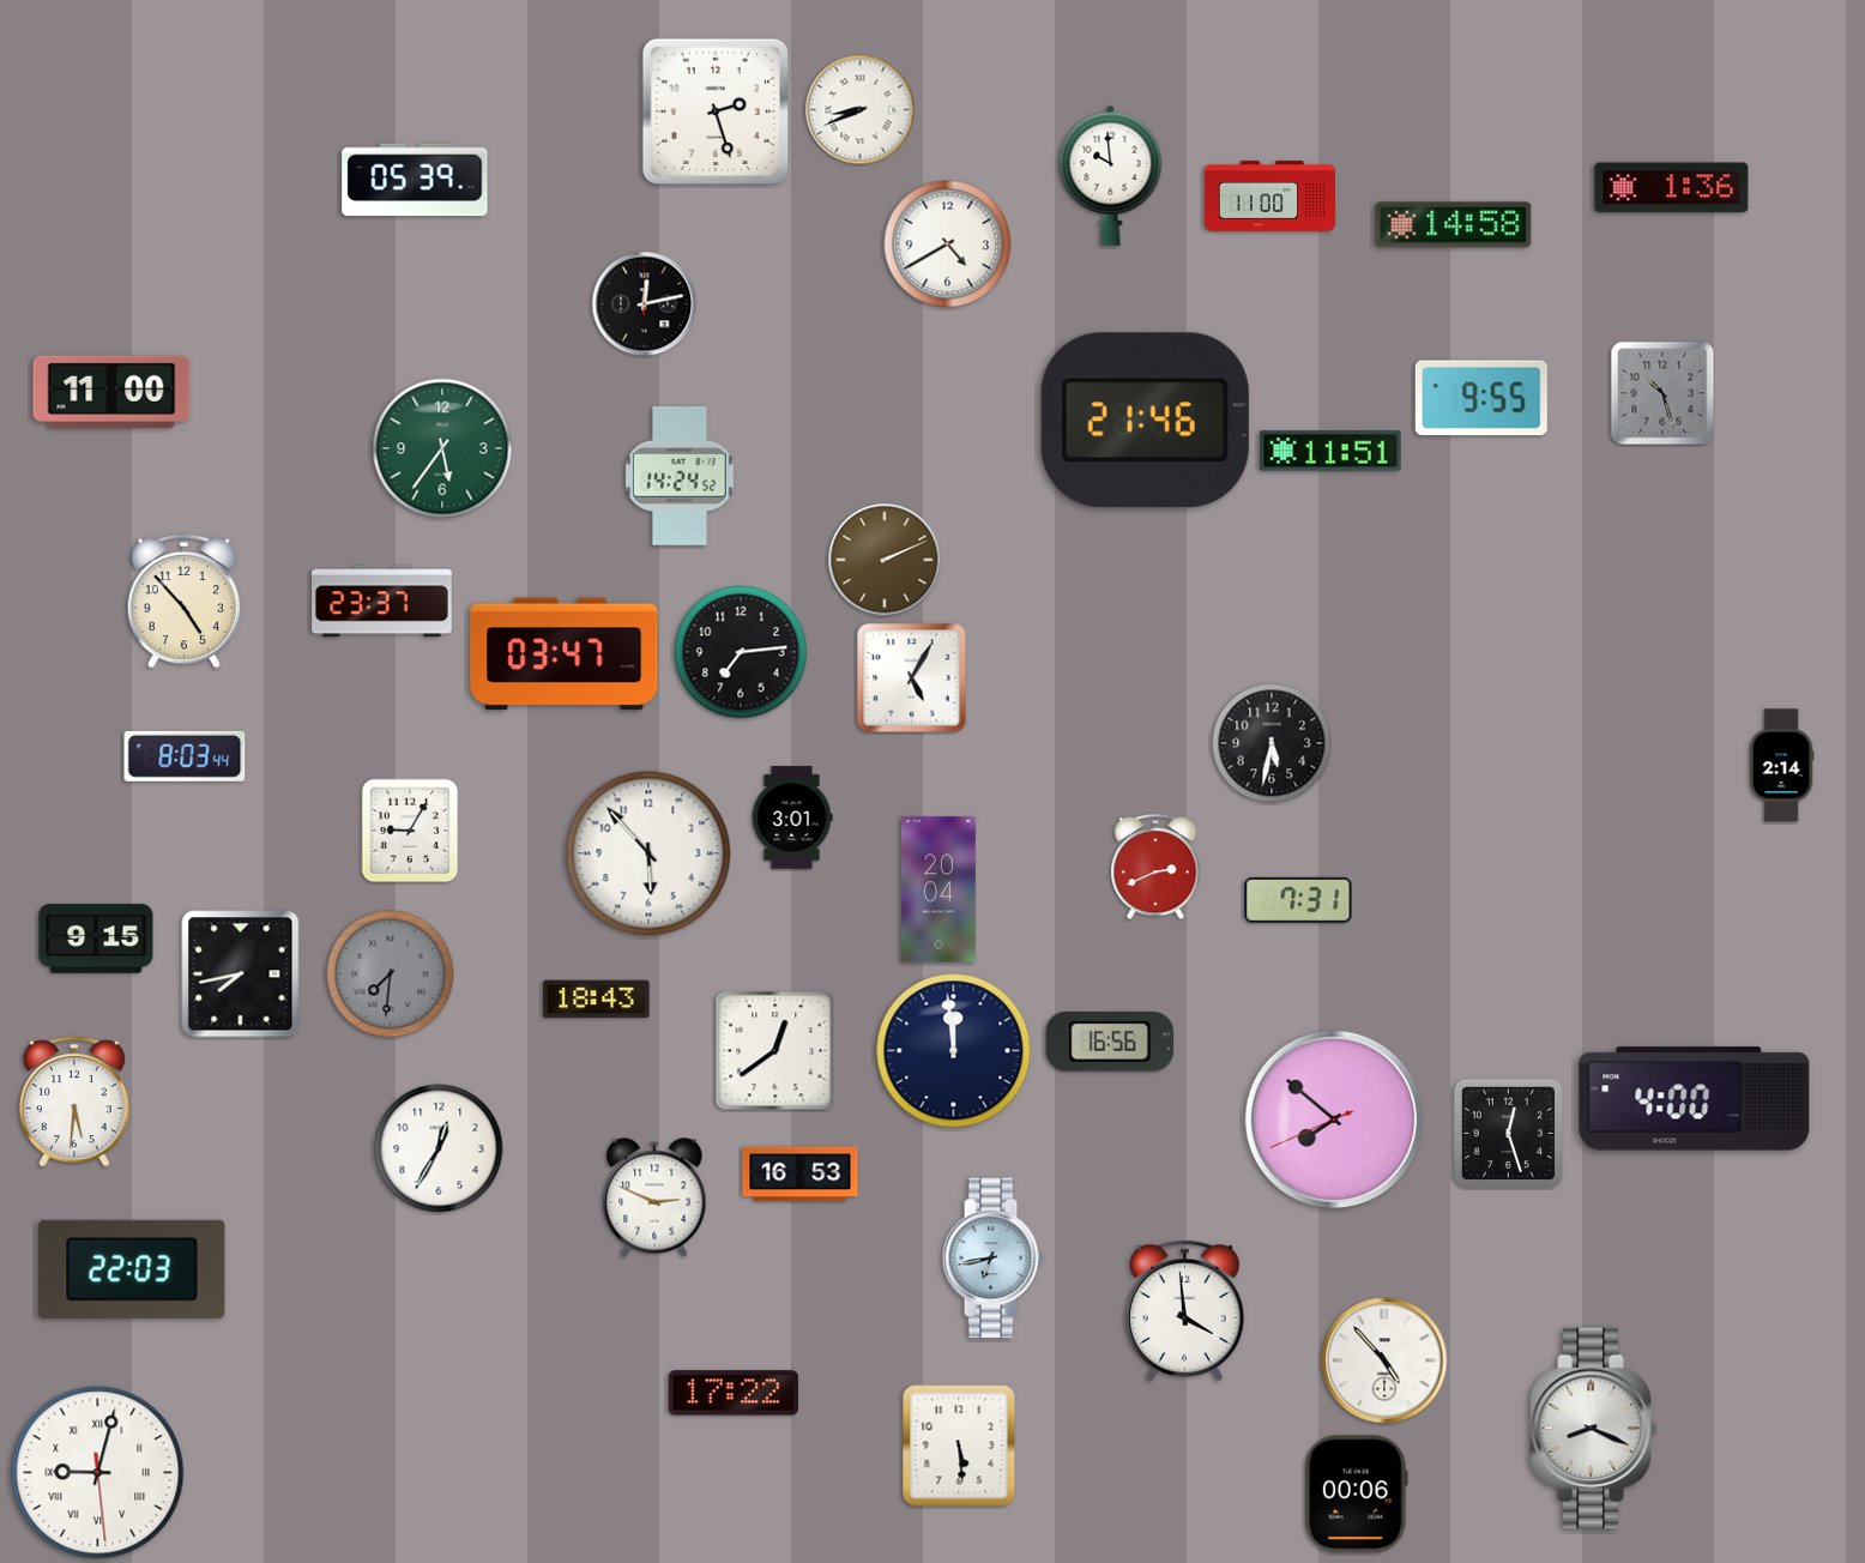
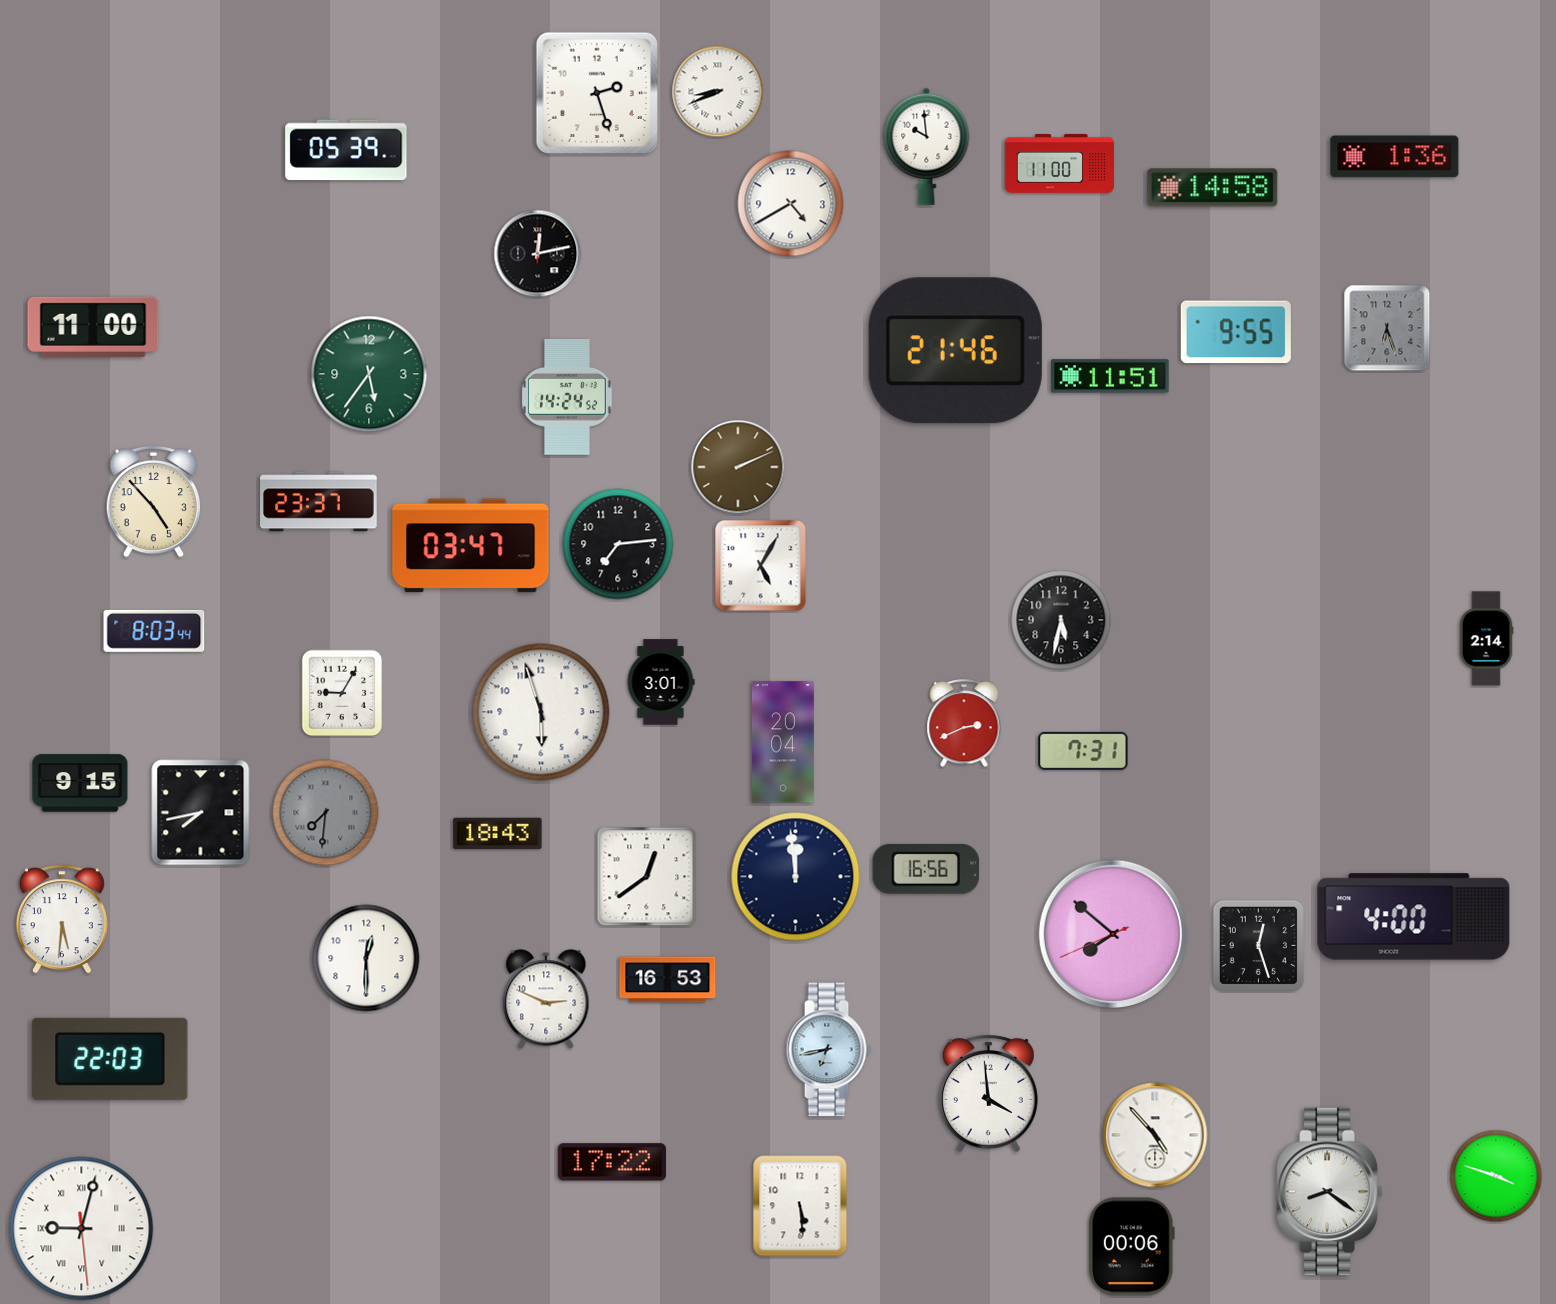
clock at (1662, 393): 10:27 -> 6:27
clock at (648, 853): 5:53 -> 5:57
clock at (439, 1148): 12:35 -> 12:30
clock at (1496, 1176): none -> 3:48
clock at (1594, 1429): 8:19 -> 8:21
